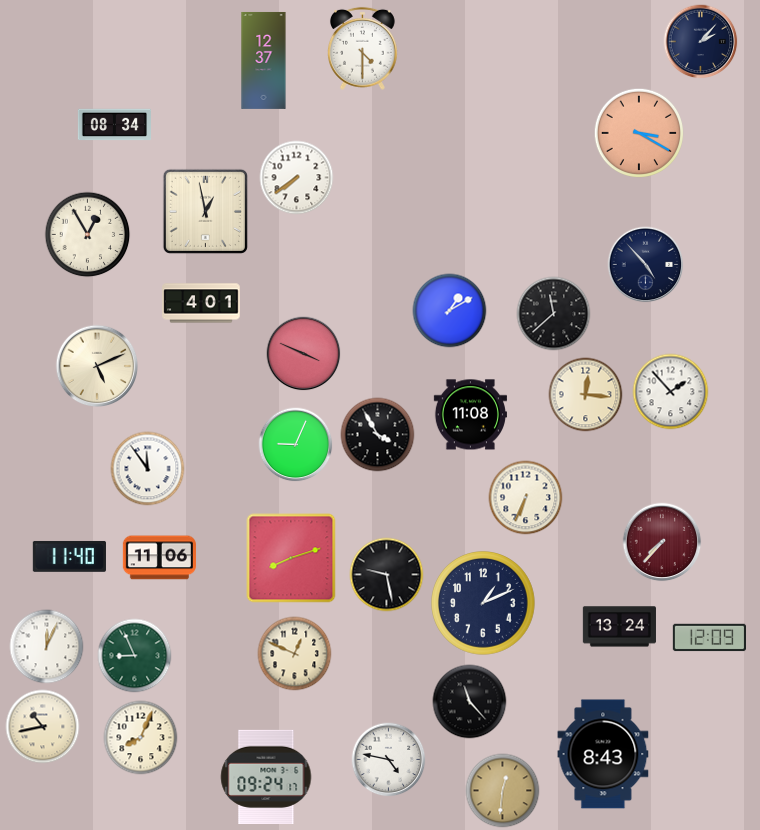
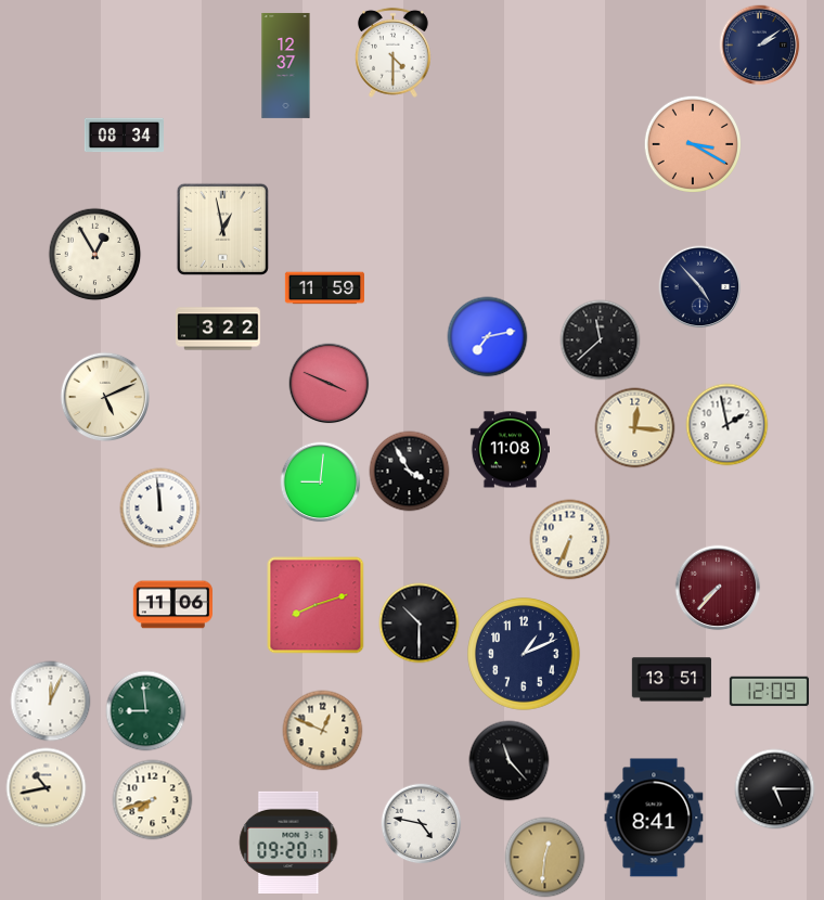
clock at (701, 42): 2:07 -> 2:09
clock at (297, 178): 7:39 -> none
clock at (324, 288): none -> 11:59
clock at (201, 303): 4:01 -> 3:22
clock at (450, 311): 1:10 -> 7:13
clock at (671, 392): 1:53 -> 1:58
clock at (296, 445): 9:04 -> 9:01
clock at (148, 469): 11:54 -> 11:59
clock at (69, 556): 11:40 -> none
clock at (387, 575): 9:28 -> 10:30
clock at (619, 627): 13:24 -> 13:51
clock at (295, 654) position: (295, 654) -> (323, 731)
clock at (135, 656): 8:56 -> 8:59
clock at (775, 789): none -> 5:15
clock at (141, 738): 8:04 -> 7:42
clock at (603, 754): 8:43 -> 8:41
clock at (266, 776): 09:24 -> 09:20
